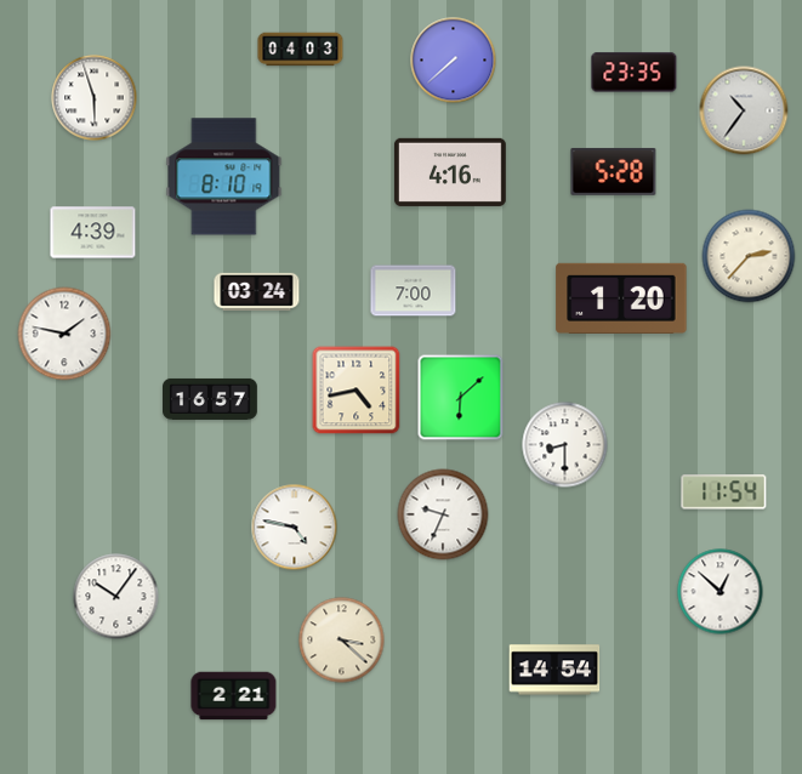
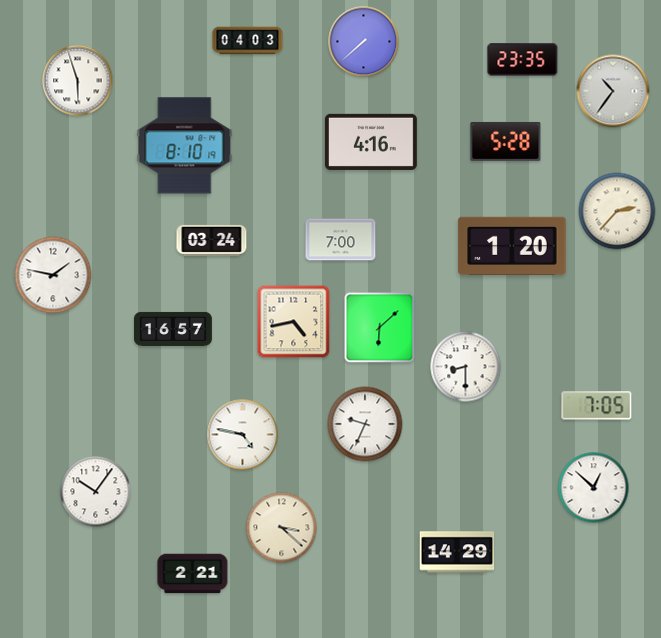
clock at (454, 61) position: (454, 61) -> (364, 42)
clock at (93, 233): 4:39 -> none
clock at (724, 493): 11:54 -> 7:05
clock at (554, 670): 14:54 -> 14:29
